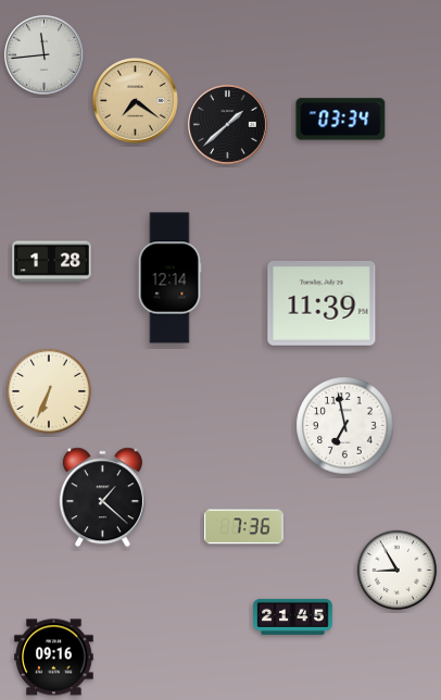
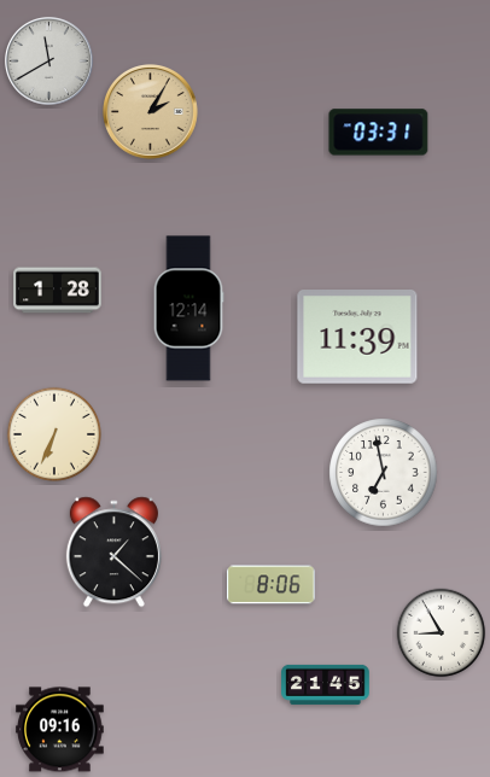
clock at (43, 54): 11:44 -> 11:40
clock at (136, 101): 7:21 -> 2:05
clock at (341, 120): 03:34 -> 03:31
clock at (227, 124): 1:38 -> none
clock at (244, 527): 7:36 -> 8:06
